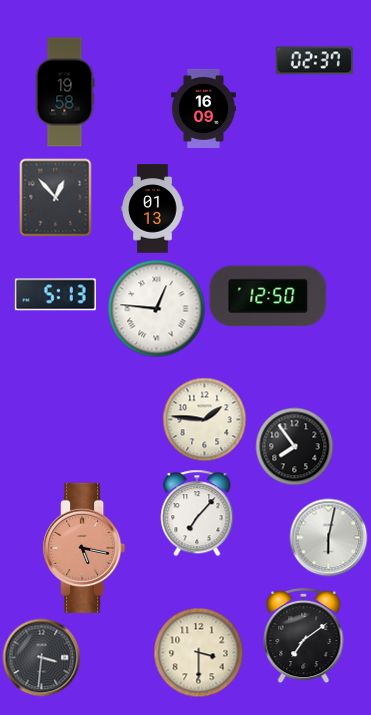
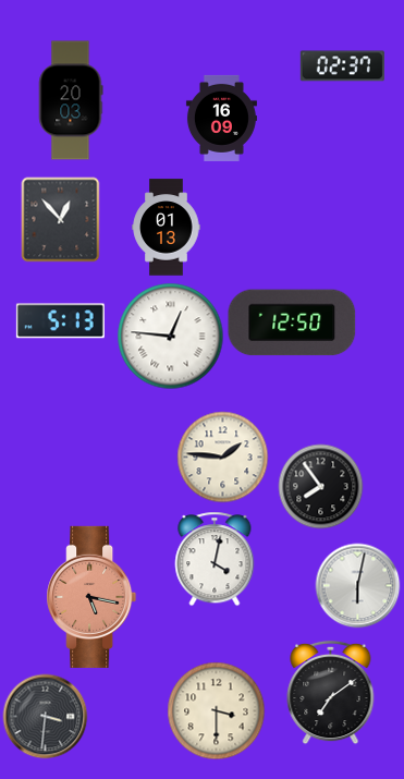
clock at (65, 92): 19:58 -> 20:03
clock at (56, 197) position: (56, 197) -> (61, 219)
clock at (197, 513): 7:07 -> 4:02
